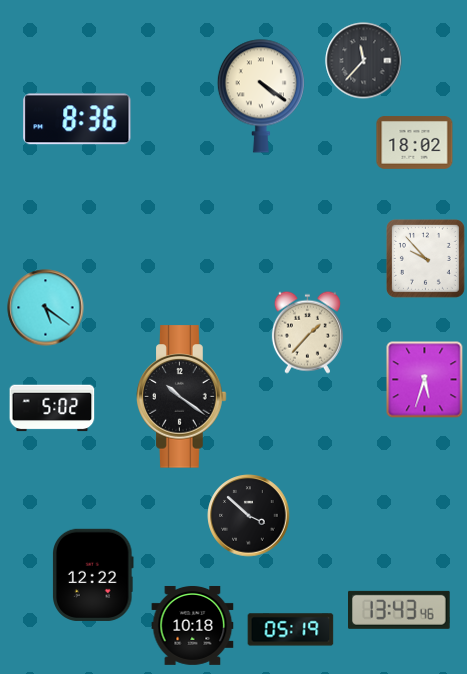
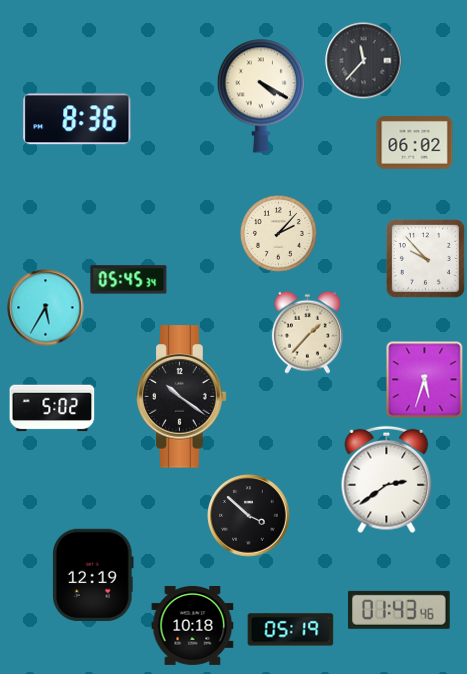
clock at (261, 96): 4:21 -> 4:20
clock at (415, 143): 18:02 -> 06:02
clock at (279, 234): none -> 2:07
clock at (129, 280): none -> 05:45
clock at (46, 308): 5:21 -> 5:35
clock at (387, 480): none -> 2:39
clock at (93, 575): 12:22 -> 12:19
clock at (400, 610): 13:43 -> 01:43
